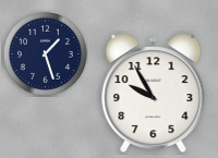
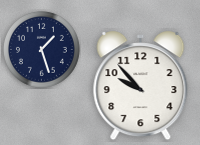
clock at (154, 94): 9:55 -> 9:53
